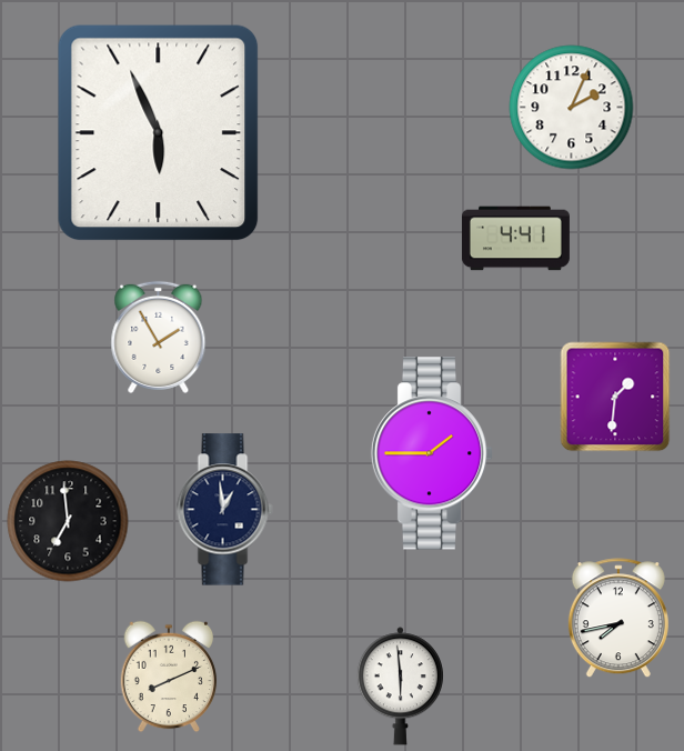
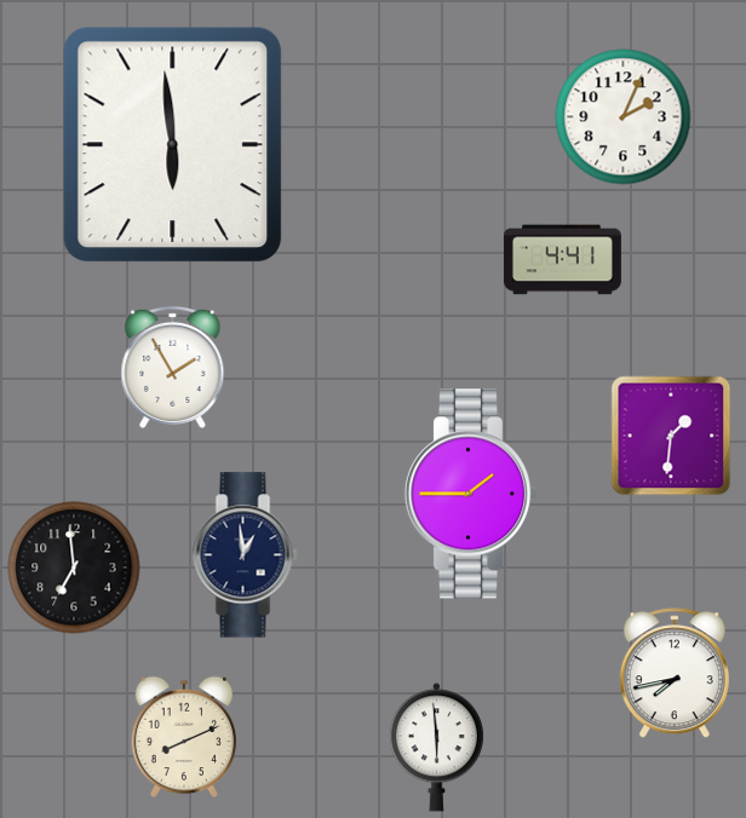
clock at (159, 133): 5:56 -> 5:59
clock at (615, 397) position: (615, 397) -> (671, 436)
